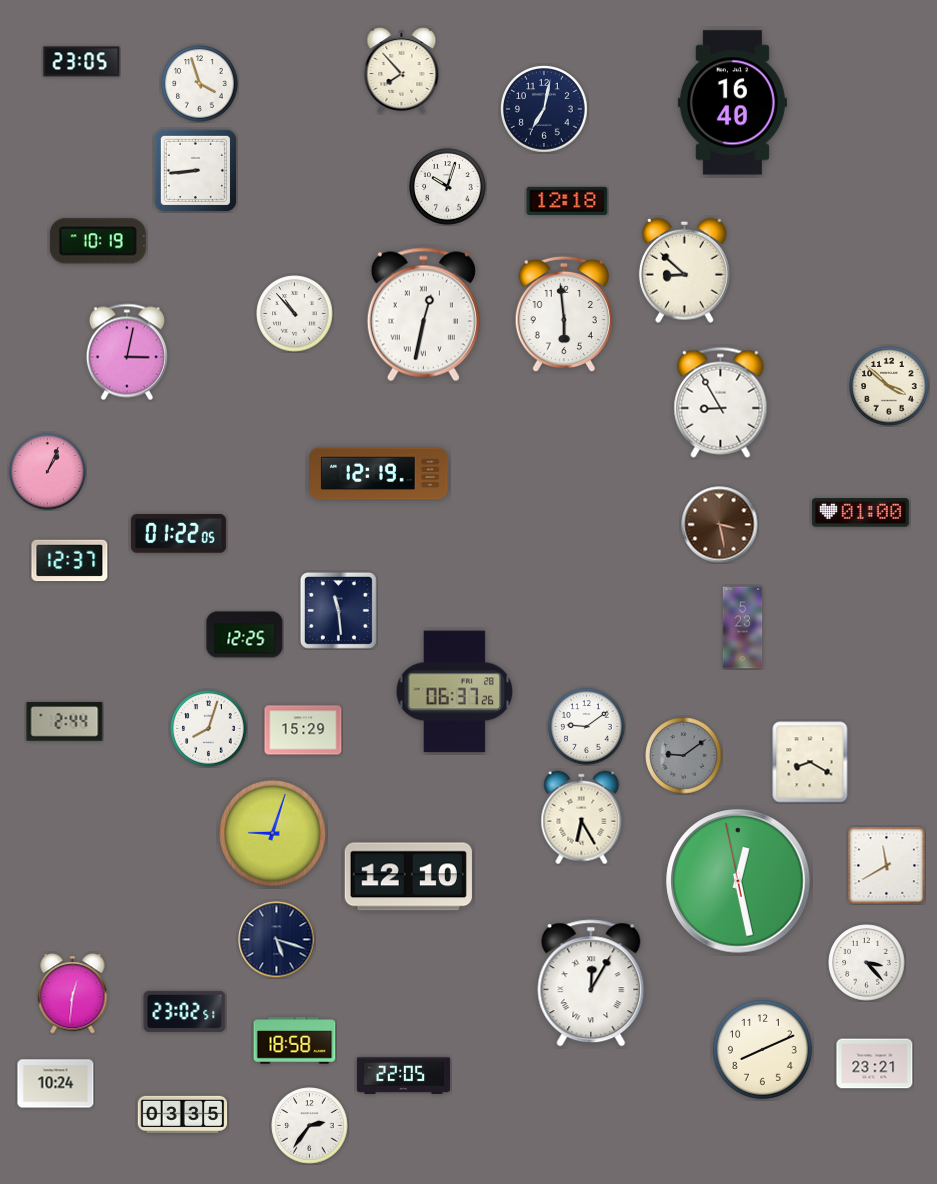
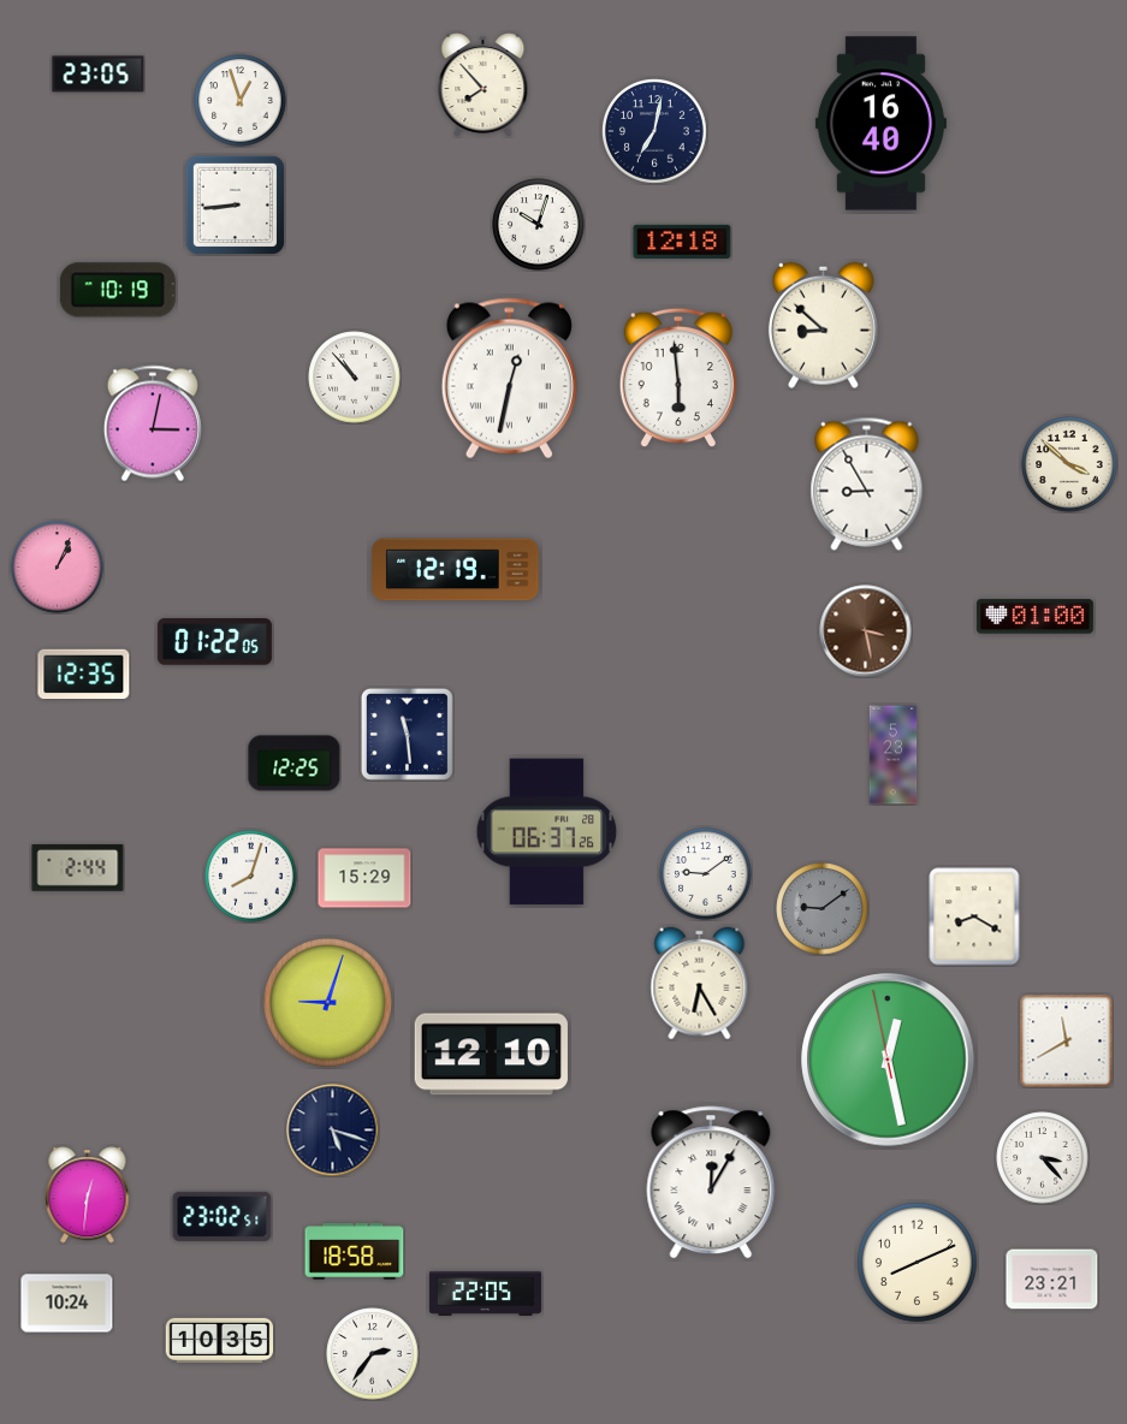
clock at (200, 84): 3:57 -> 12:57
clock at (70, 561): 12:37 -> 12:35
clock at (183, 1114): 03:35 -> 10:35
